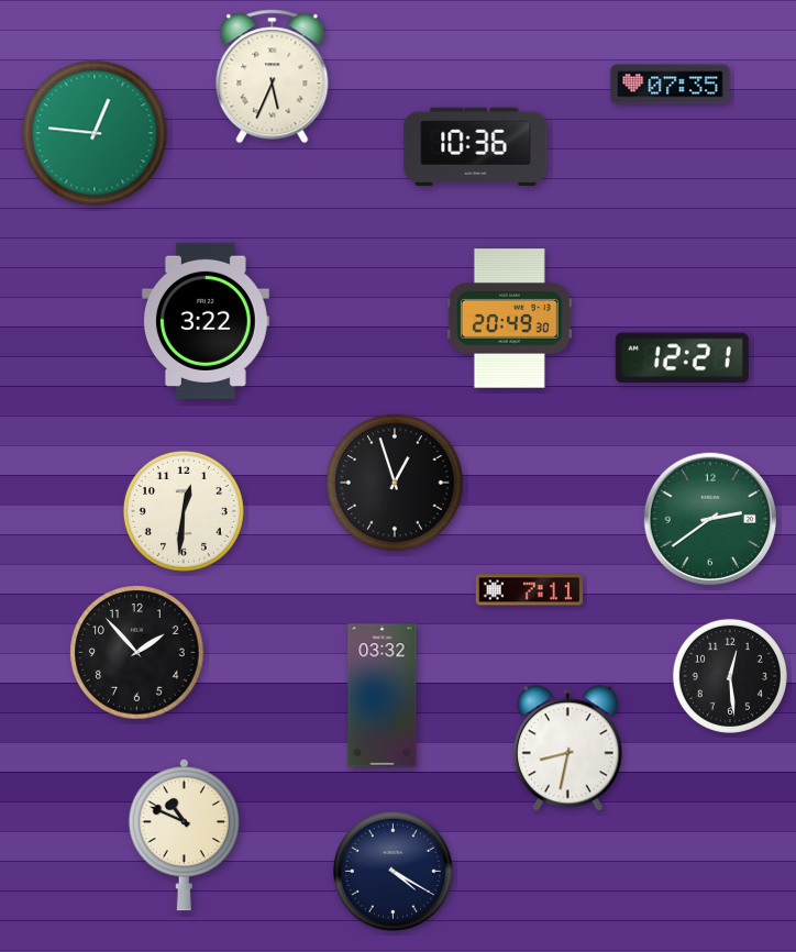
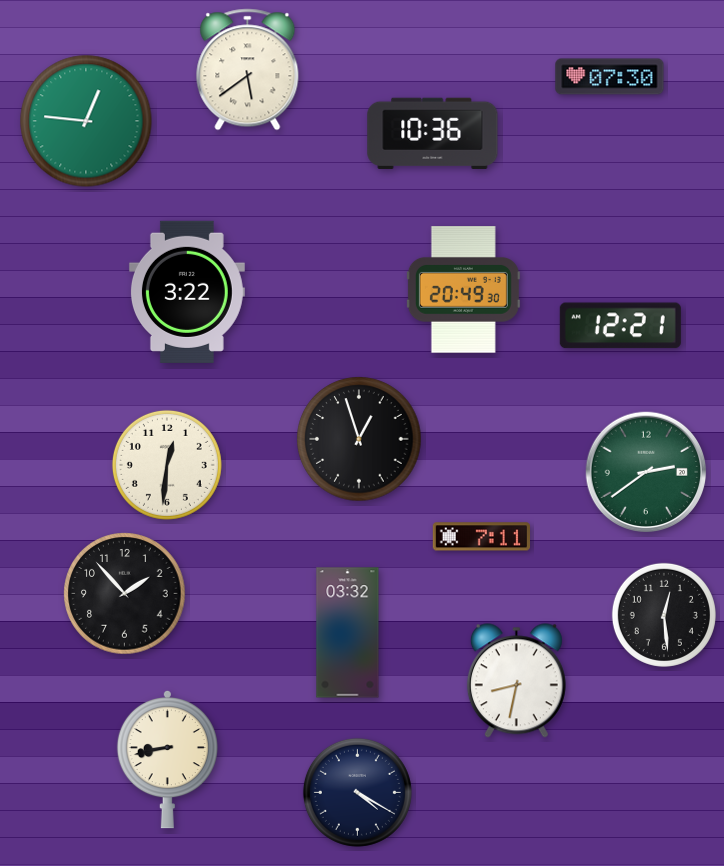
clock at (273, 77): 5:34 -> 5:39
clock at (671, 85): 07:35 -> 07:30
clock at (184, 834): 10:49 -> 8:43
